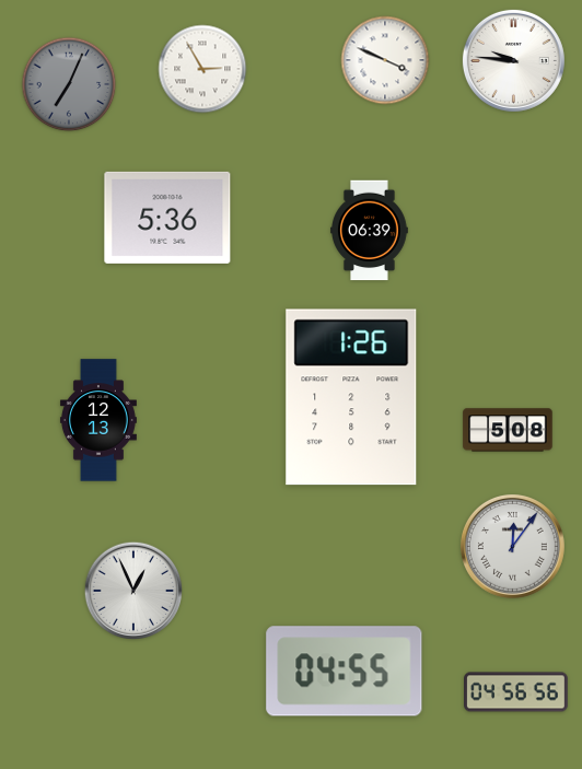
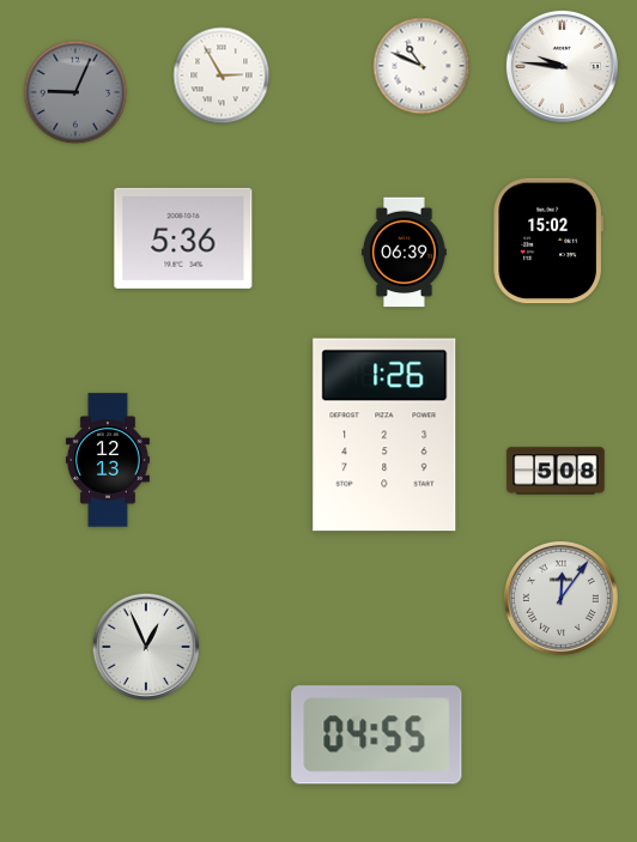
clock at (385, 60): 3:49 -> 10:49
clock at (69, 84): 7:04 -> 9:04
clock at (547, 241): none -> 15:02
clock at (516, 692): 04:56 -> none
